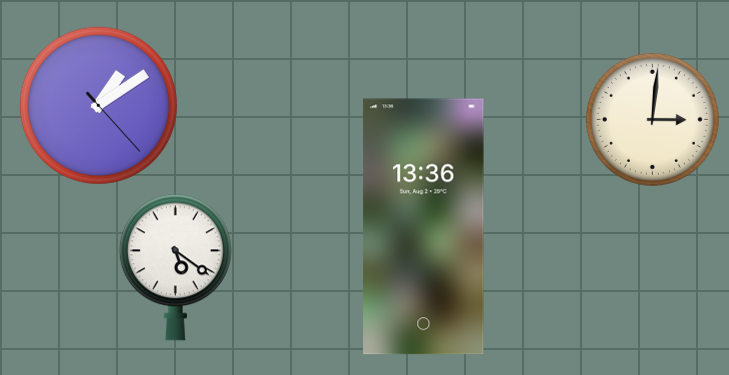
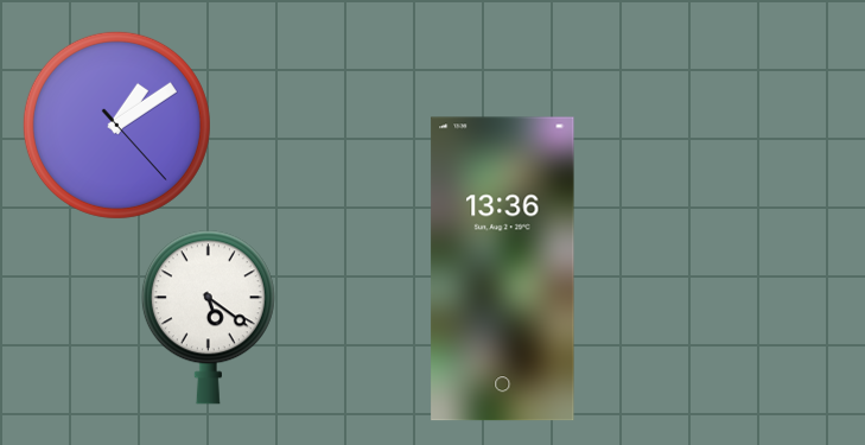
clock at (652, 119): 3:01 -> none
